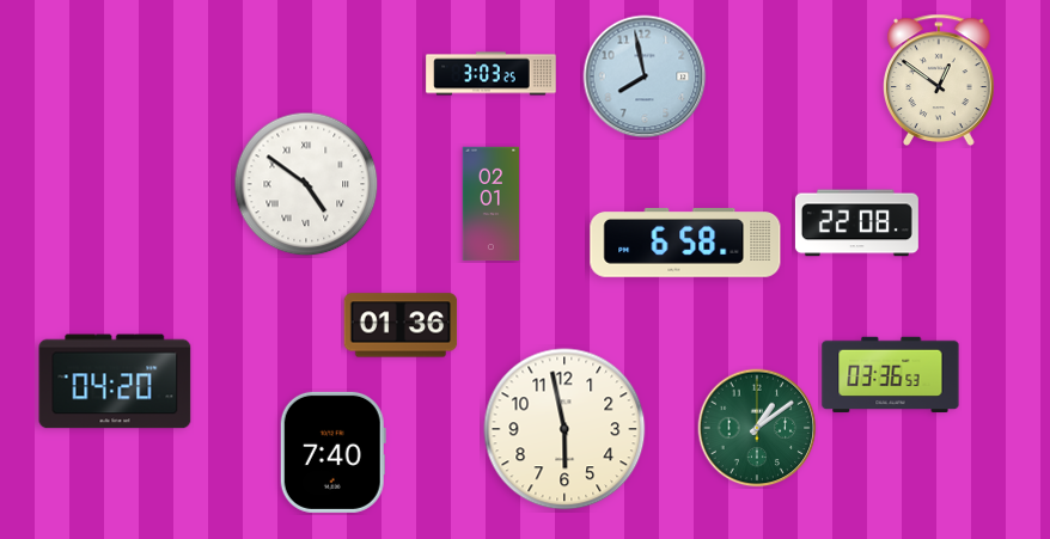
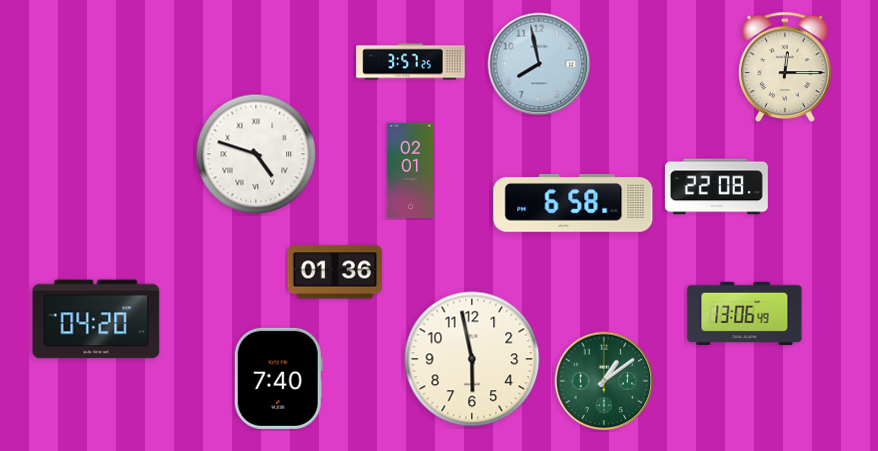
clock at (492, 74): 3:03 -> 3:57
clock at (939, 80): 12:51 -> 12:15
clock at (306, 184): 4:51 -> 4:48
clock at (891, 375): 03:36 -> 13:06
clock at (757, 428) position: (757, 428) -> (604, 381)
